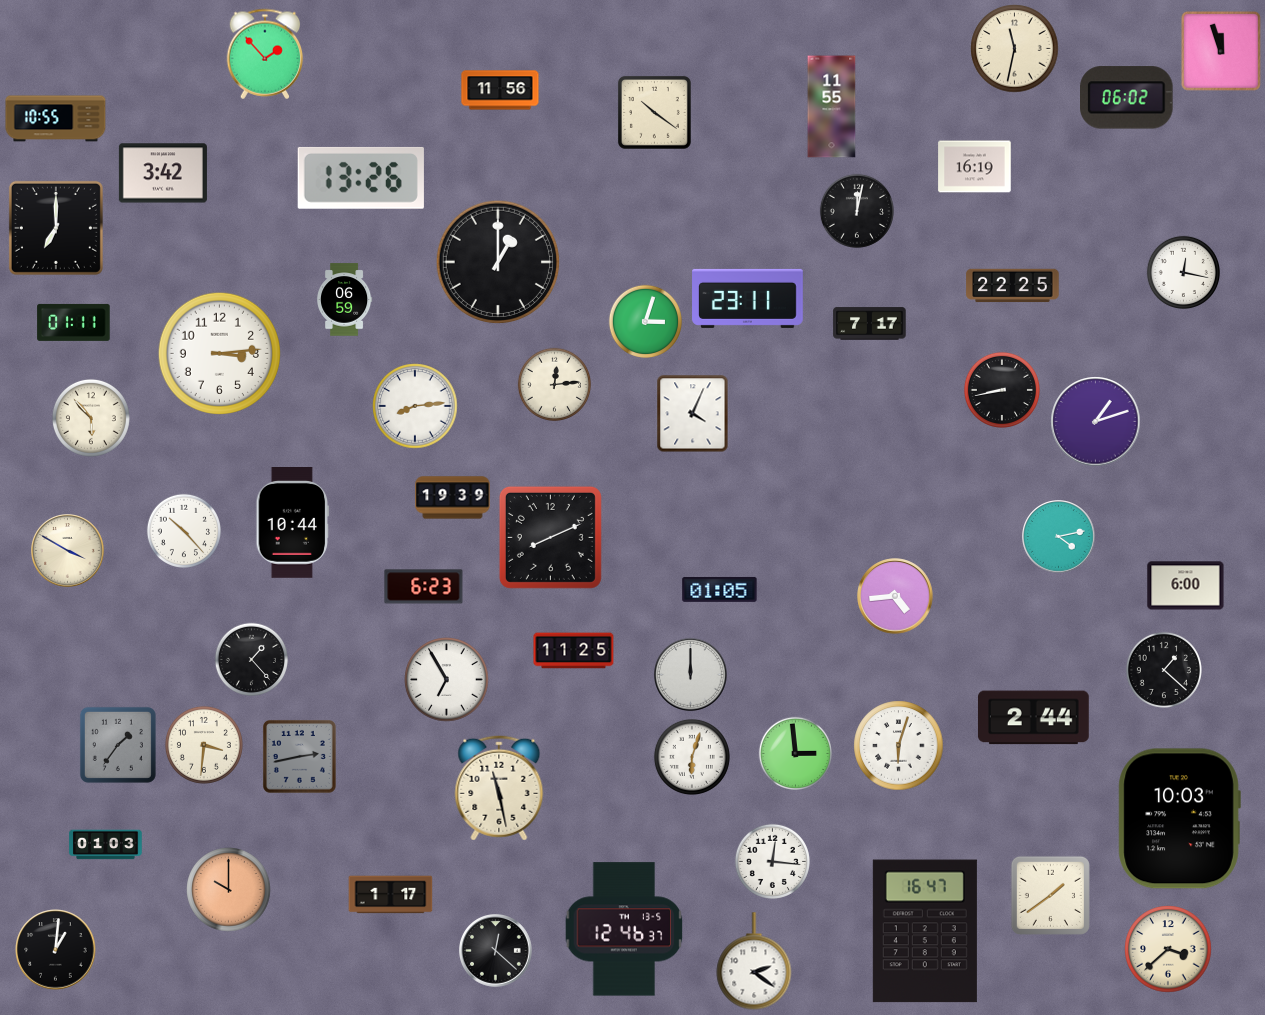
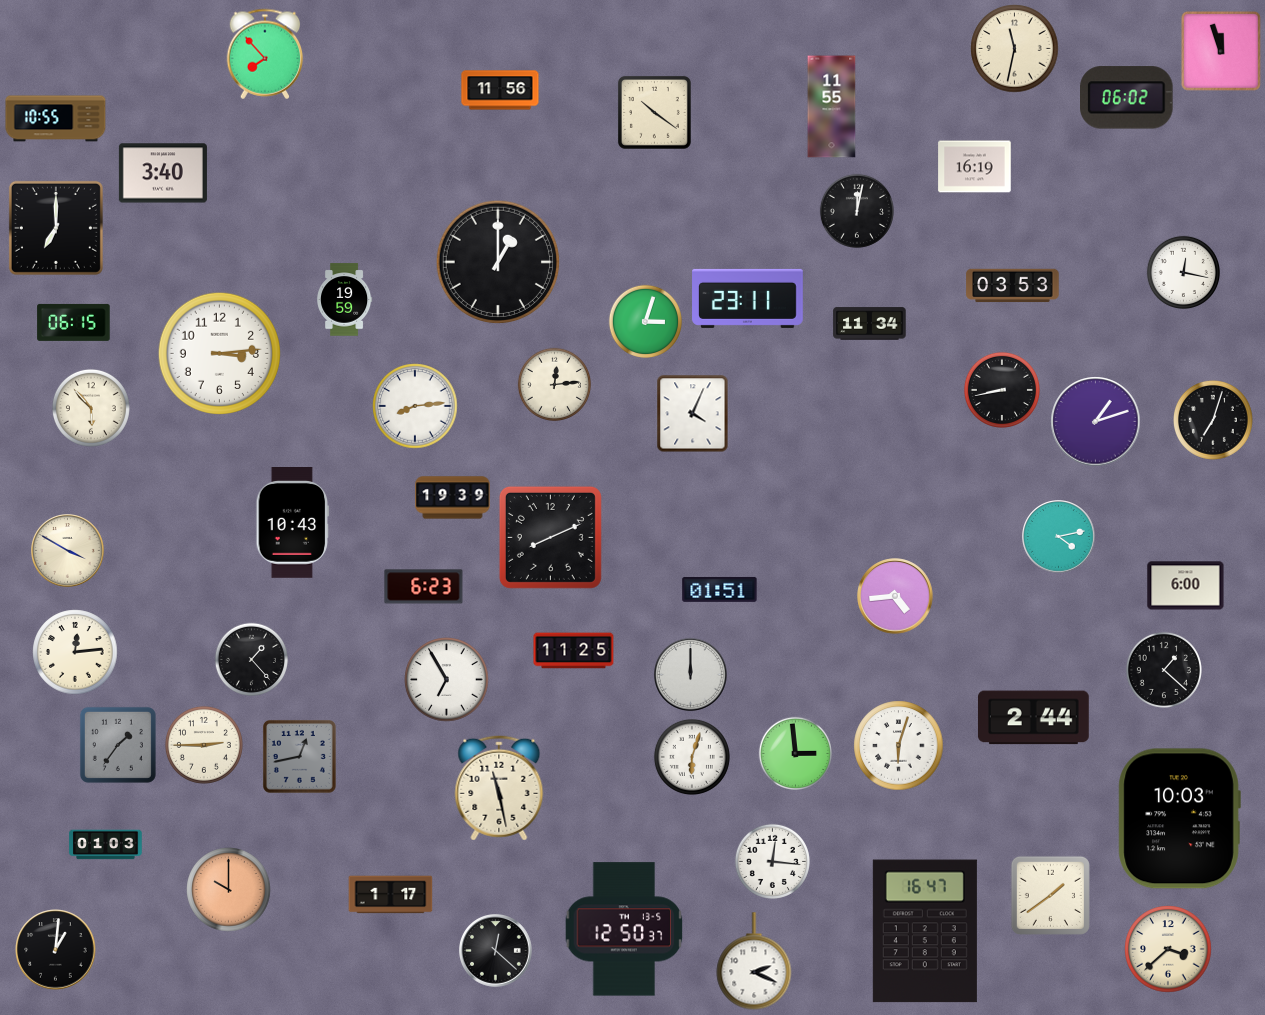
clock at (265, 54): 1:53 -> 7:53
clock at (163, 173): 3:42 -> 3:40
clock at (361, 178): 13:26 -> none
clock at (1013, 286): 22:25 -> 03:53
clock at (345, 300): 06:59 -> 19:59
clock at (74, 322): 01:11 -> 06:15
clock at (870, 324): 7:17 -> 11:34
clock at (91, 418) position: (91, 418) -> (91, 408)
clock at (1213, 420): none -> 7:03
clock at (293, 523): 10:44 -> 10:43
clock at (184, 531): 10:23 -> none
clock at (720, 589): 01:05 -> 01:51
clock at (75, 652): none -> 12:14
clock at (204, 745): 3:31 -> 2:45
clock at (299, 756): 2:43 -> 12:43
clock at (624, 929): 12:46 -> 12:50
clock at (754, 961): 2:21 -> 2:19
